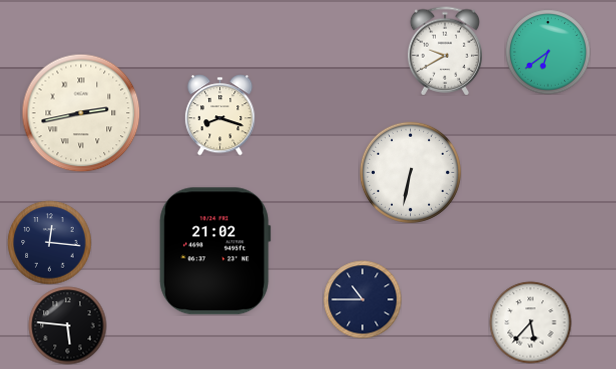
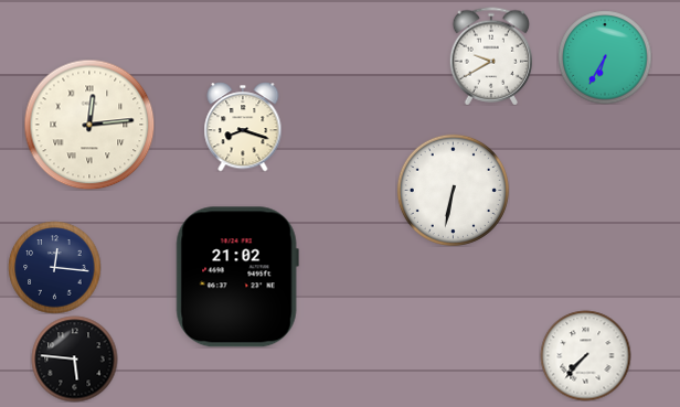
clock at (548, 52): 6:39 -> 6:35
clock at (81, 113): 2:43 -> 12:14
clock at (362, 299): 10:45 -> none
clock at (530, 322): 5:37 -> 7:37
